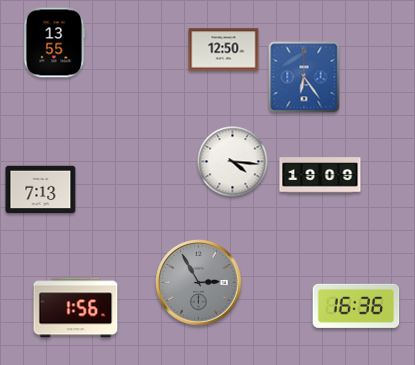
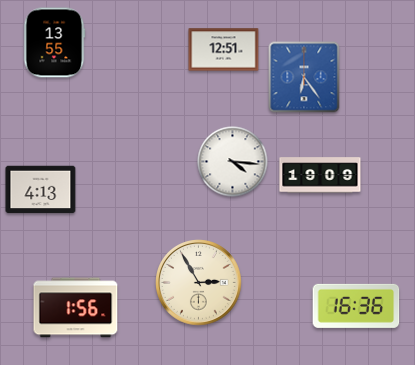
clock at (224, 50): 12:50 -> 12:51
clock at (41, 190): 7:13 -> 4:13
clock at (199, 283) dial: grey -> cream
